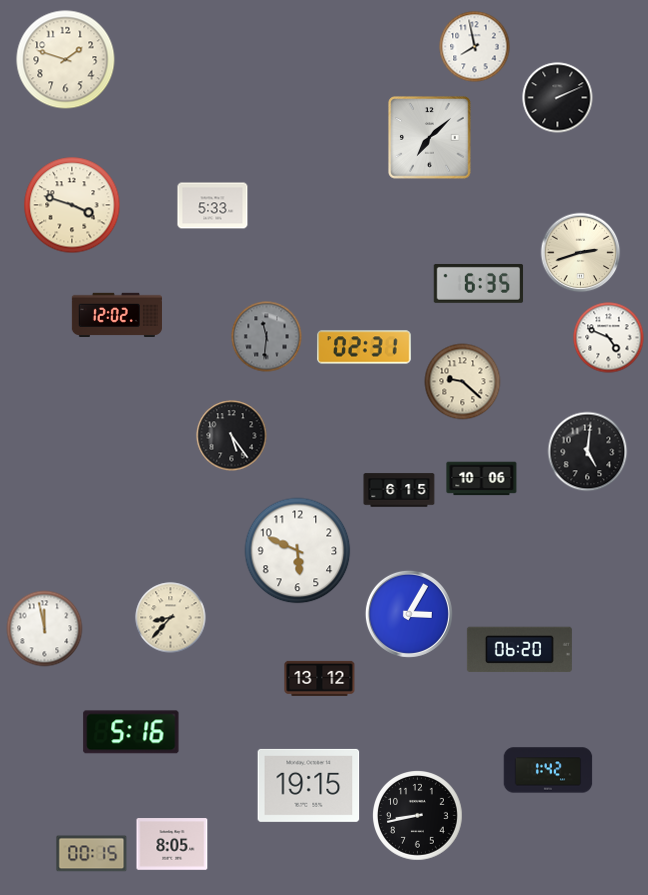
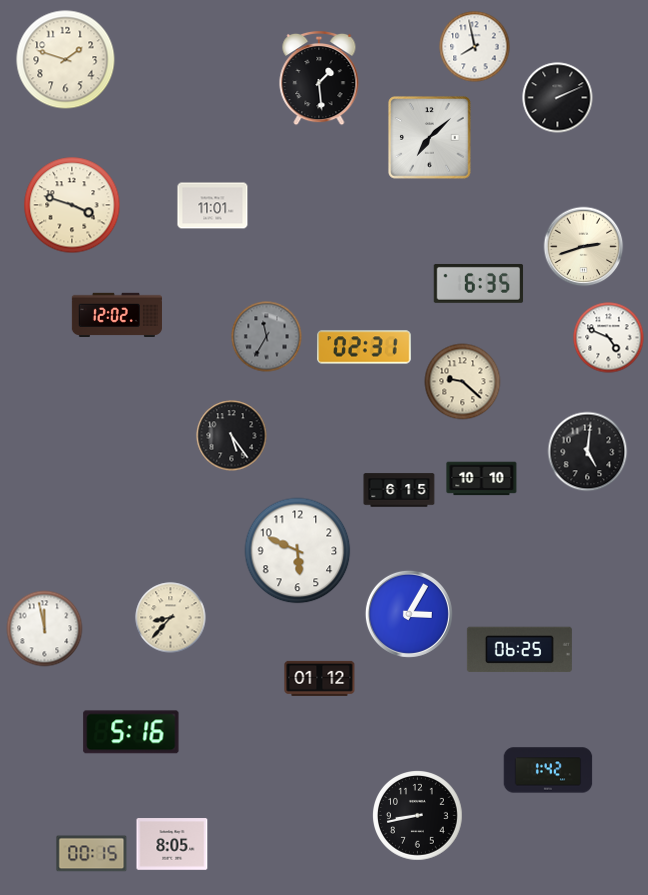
clock at (319, 78): none -> 1:29
clock at (213, 206): 5:33 -> 11:01
clock at (581, 253) position: (581, 253) -> (584, 247)
clock at (267, 337): 11:31 -> 11:35
clock at (482, 479): 10:06 -> 10:10
clock at (519, 650): 06:20 -> 06:25
clock at (320, 678): 13:12 -> 01:12
clock at (309, 785): 19:15 -> none
